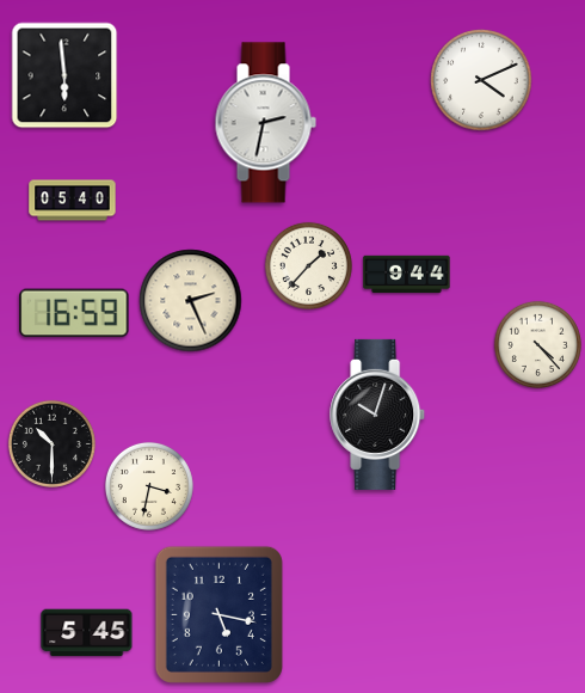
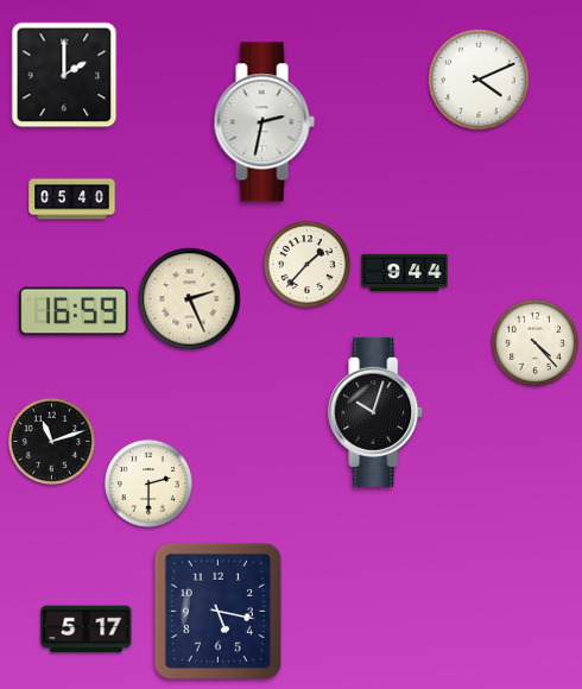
clock at (64, 75): 5:59 -> 2:00
clock at (51, 443): 10:30 -> 11:12
clock at (149, 486): 3:32 -> 2:30
clock at (87, 633): 5:45 -> 5:17
